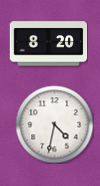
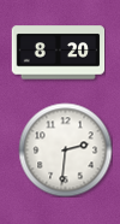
clock at (54, 124): 4:32 -> 2:31
